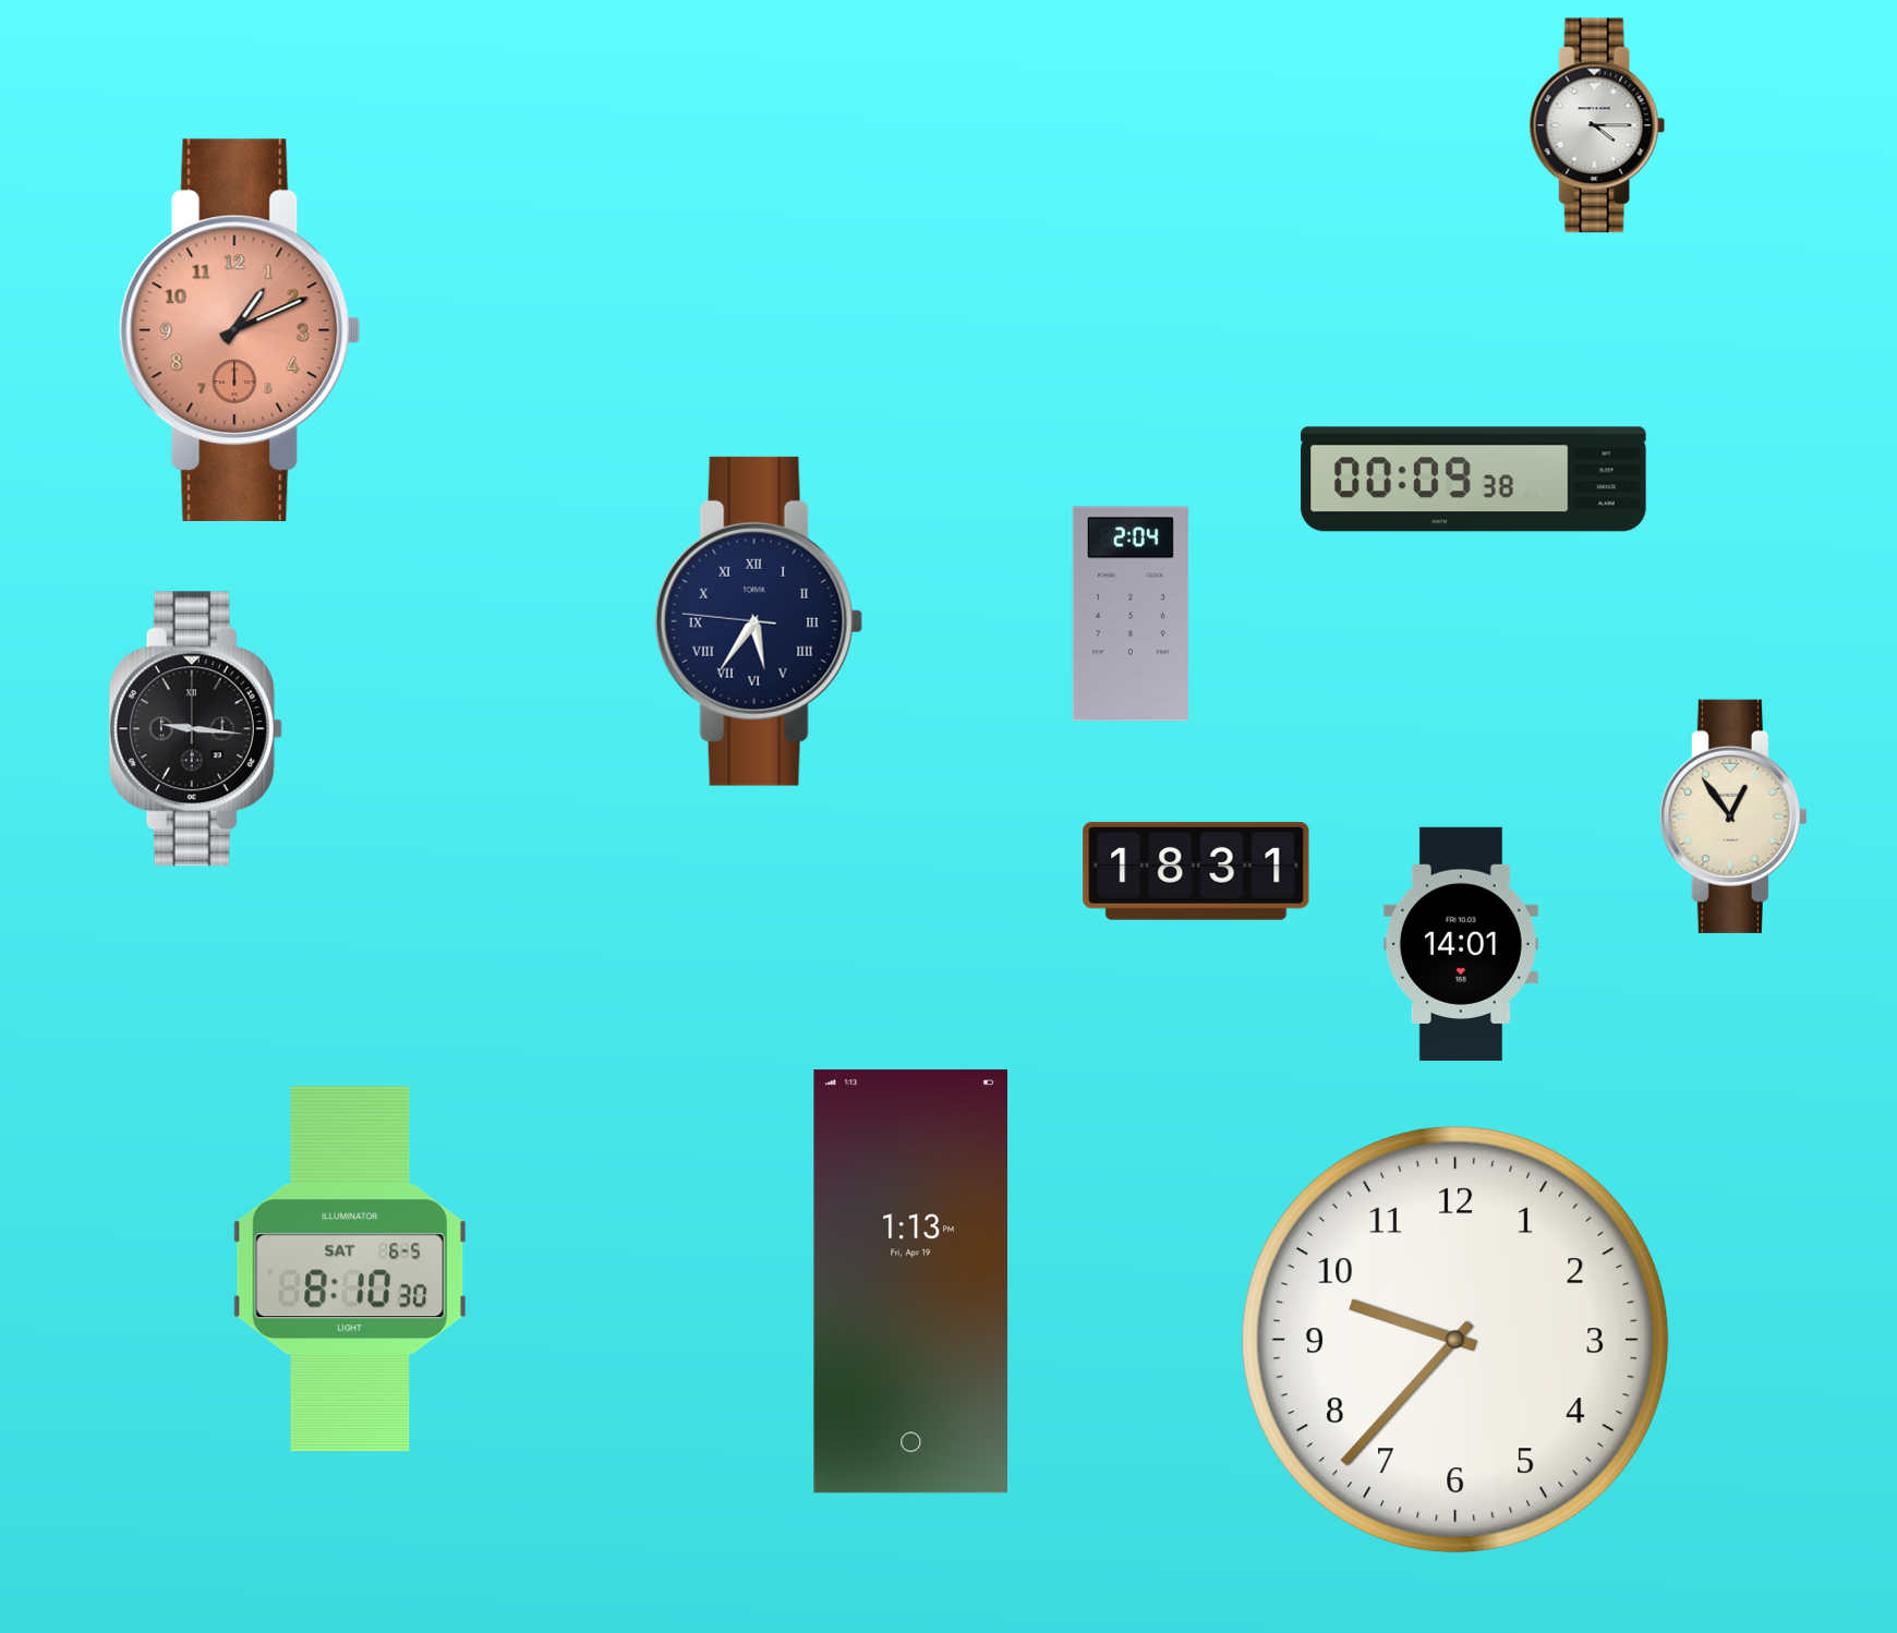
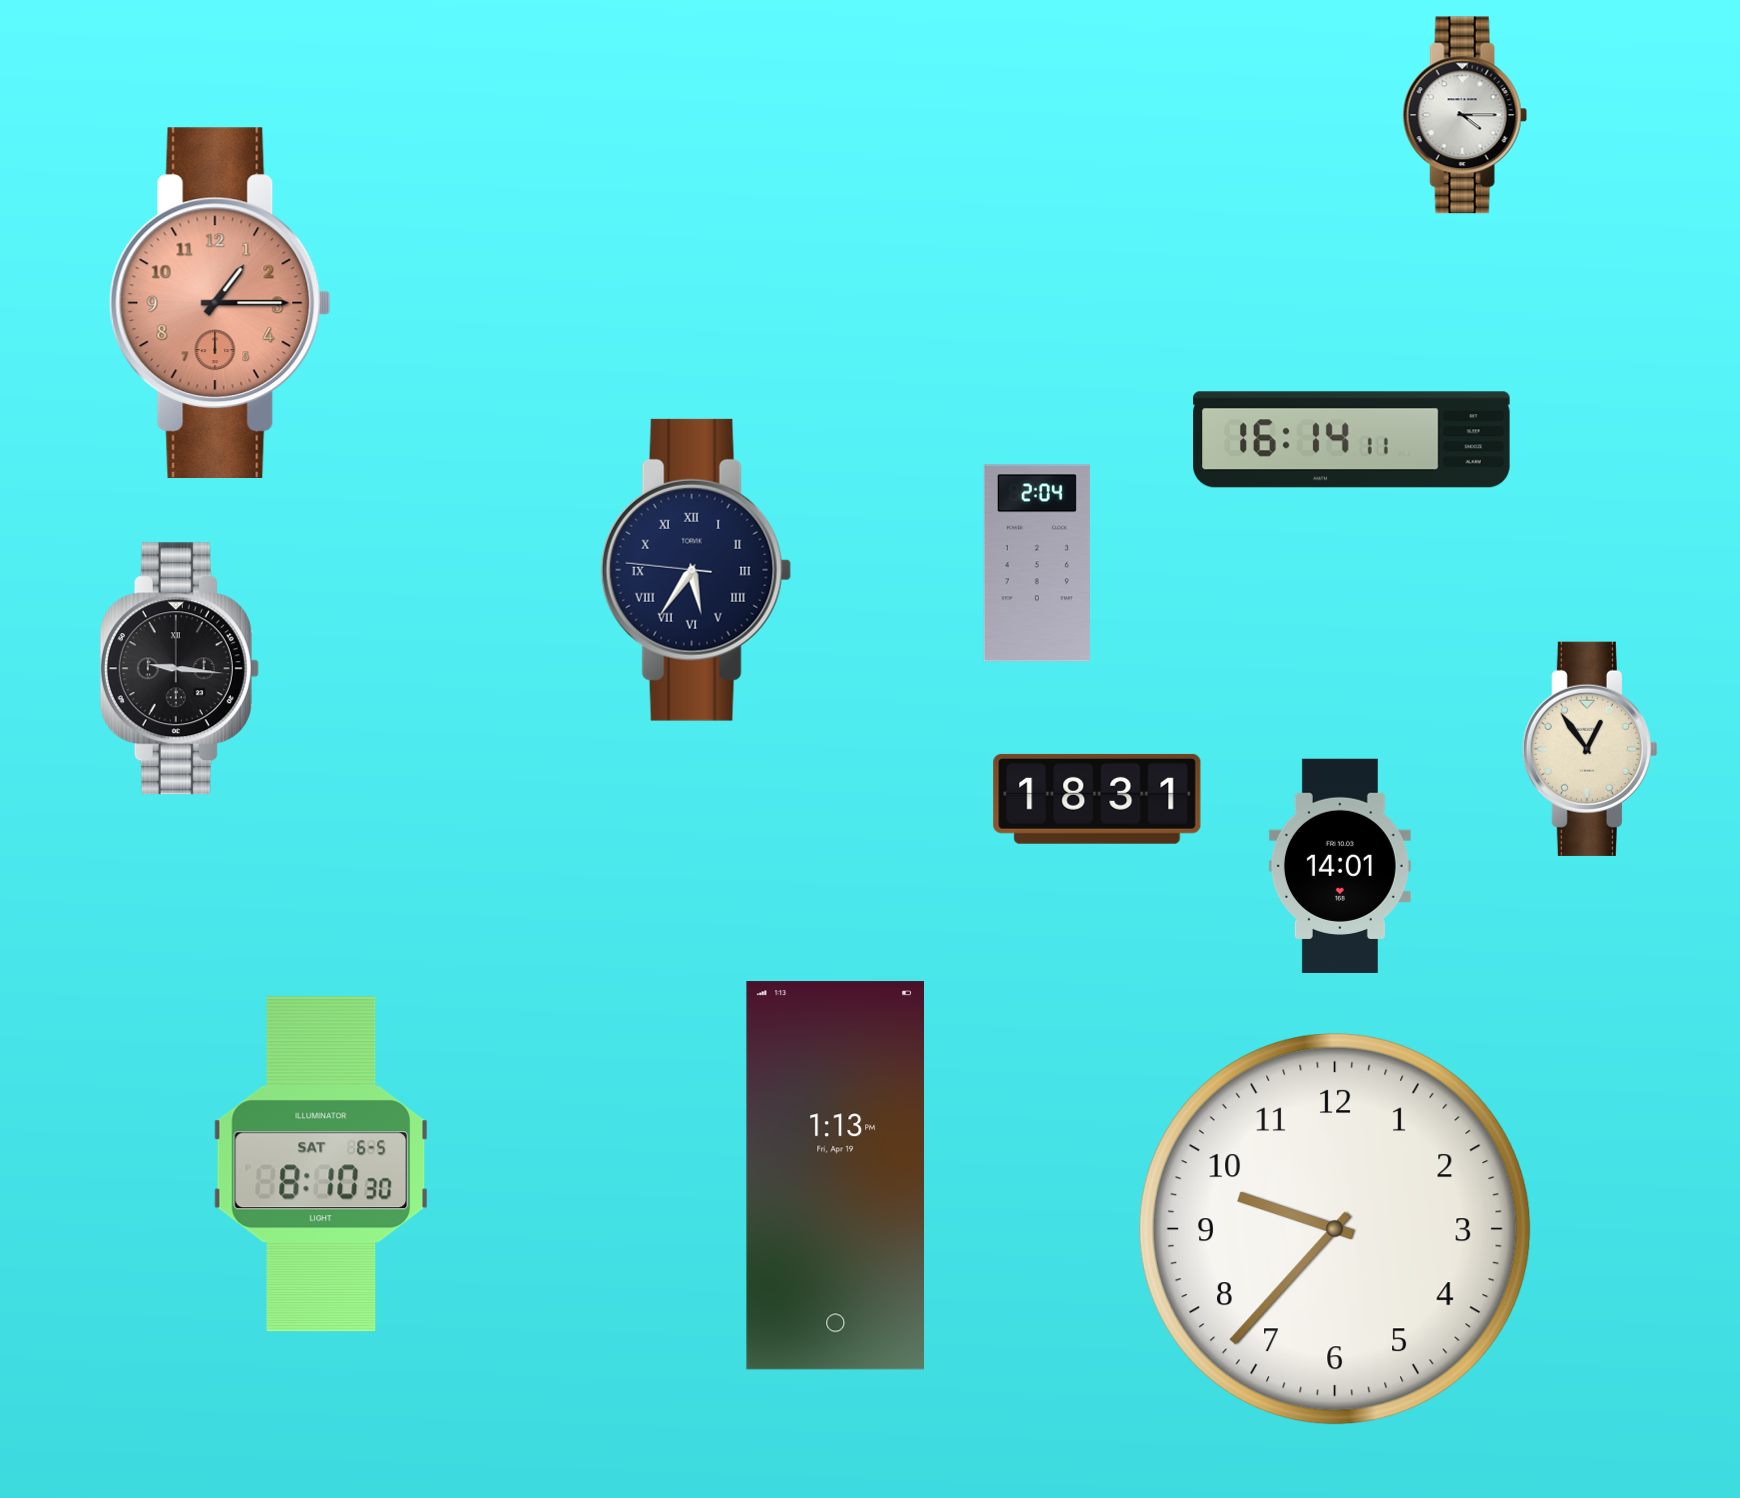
clock at (240, 329): 1:11 -> 1:15
clock at (1474, 480): 00:09 -> 16:14
